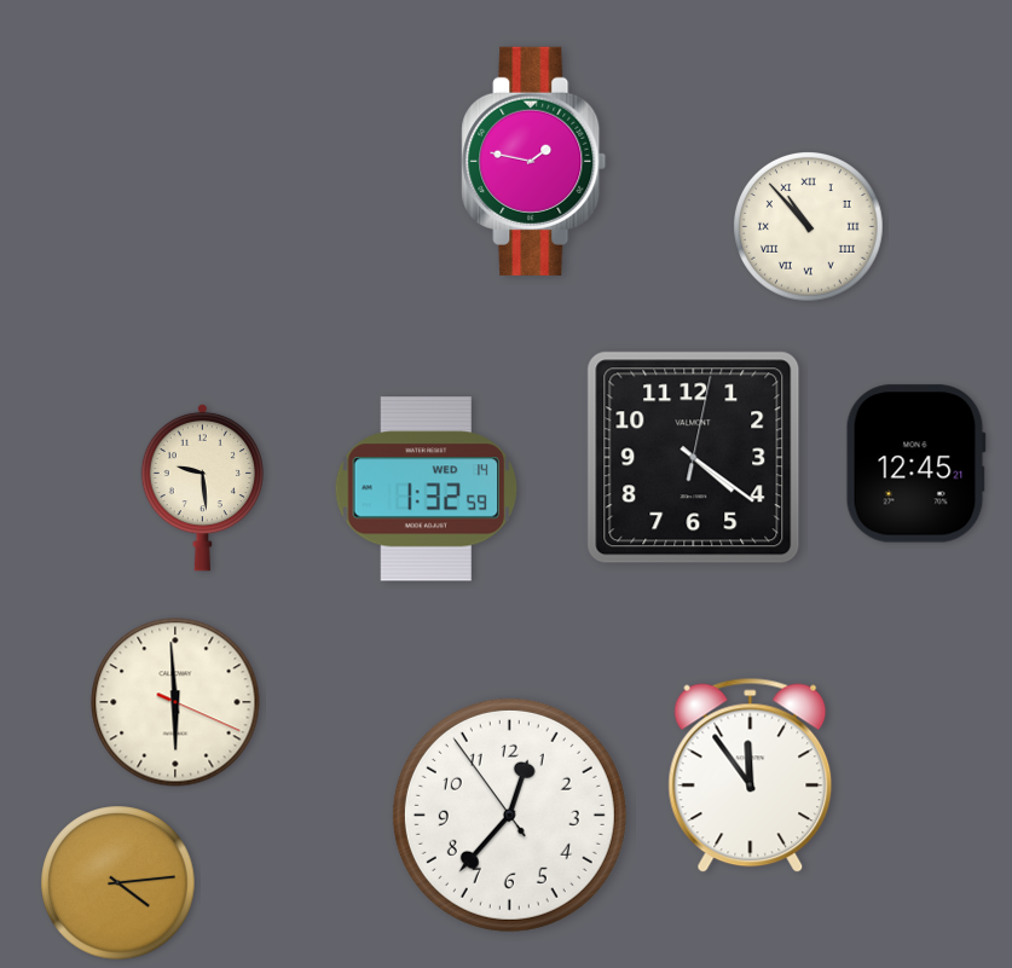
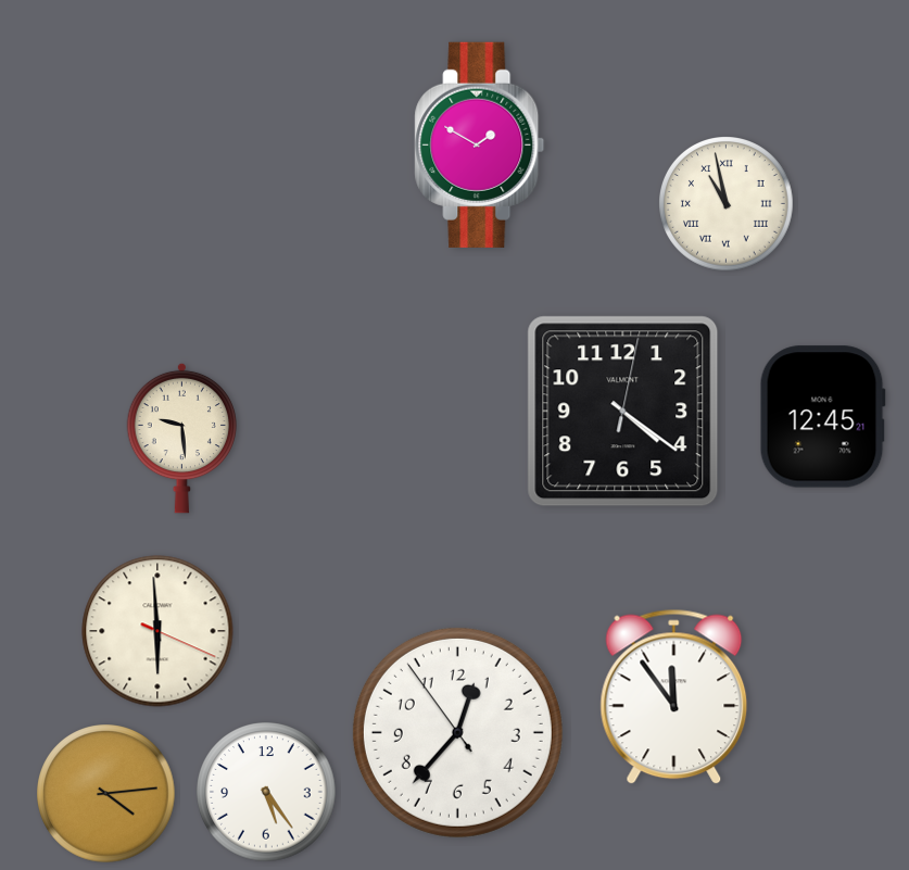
clock at (534, 161): 1:47 -> 1:50
clock at (809, 227): 10:53 -> 10:58
clock at (427, 489): 1:32 -> none
clock at (266, 792): none -> 5:24
